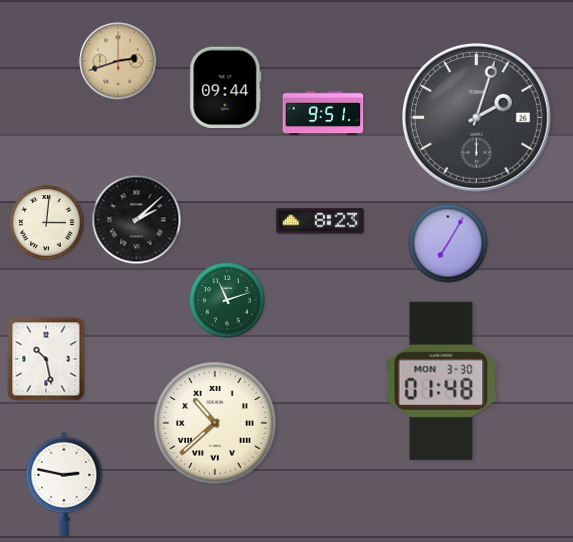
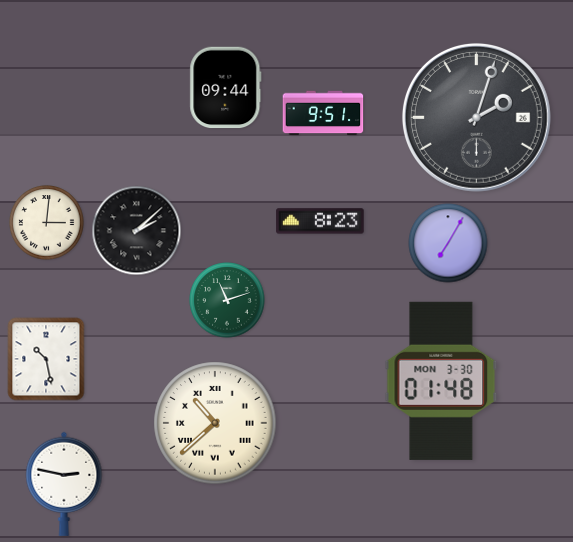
clock at (118, 61): 2:42 -> none
clock at (137, 220) position: (137, 220) -> (137, 231)
